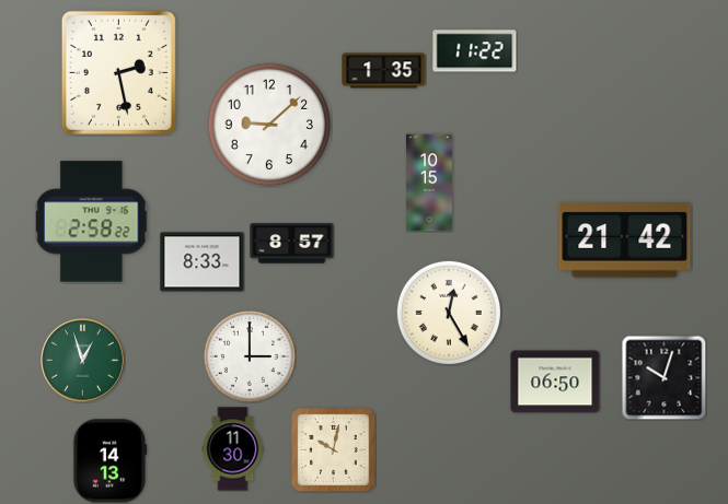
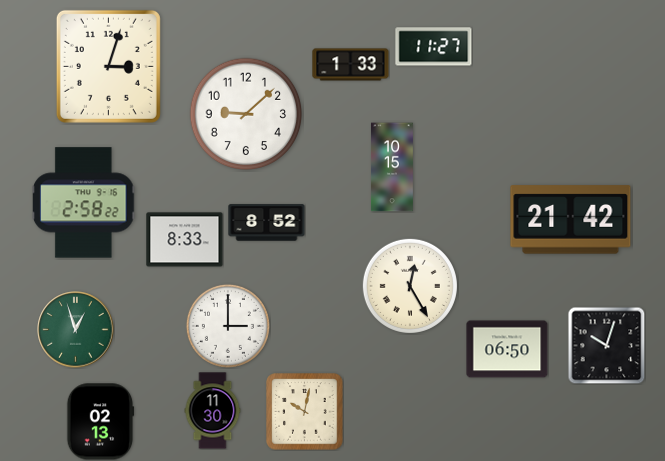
clock at (475, 51): 11:22 -> 11:27
clock at (384, 71): 1:35 -> 1:33
clock at (118, 72): 2:28 -> 3:03
clock at (292, 244): 8:57 -> 8:52
clock at (109, 461): 14:13 -> 02:13
